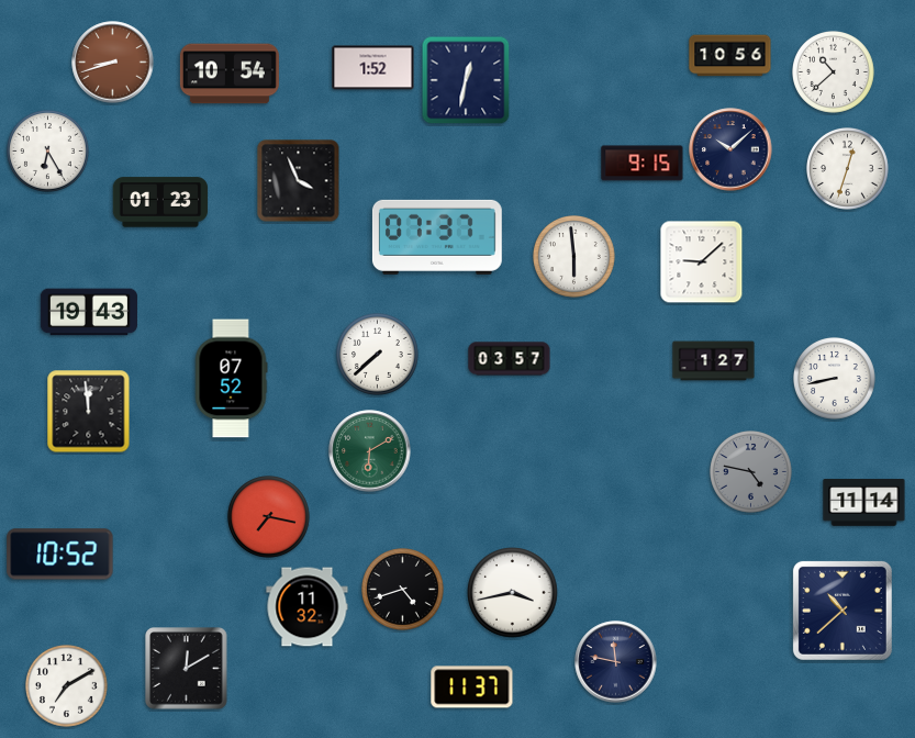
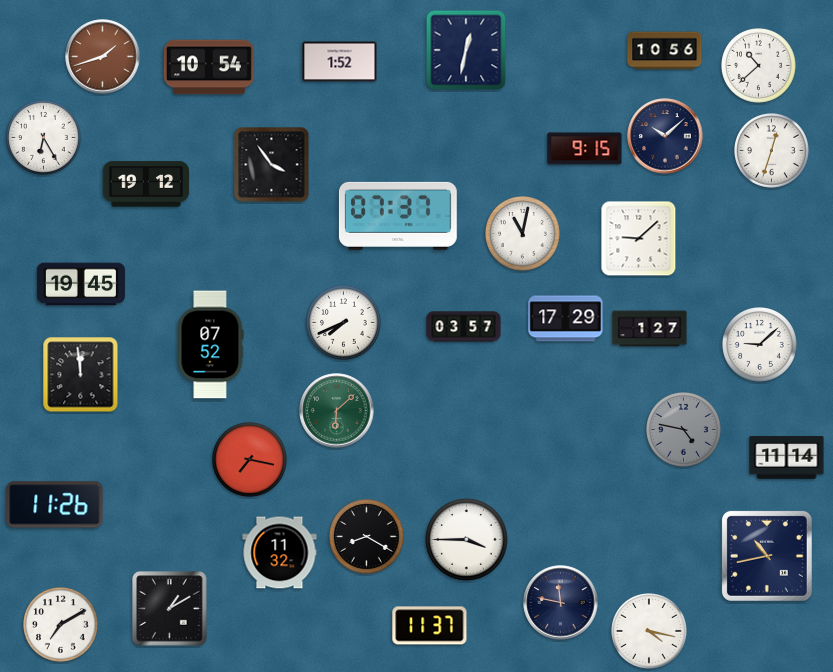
clock at (113, 63): 8:42 -> 1:42
clock at (466, 80) position: (466, 80) -> (466, 50)
clock at (848, 169) position: (848, 169) -> (772, 151)
clock at (299, 181): 3:56 -> 3:54
clock at (160, 202): 01:23 -> 19:12
clock at (574, 257): 5:59 -> 11:02
clock at (89, 312): 19:43 -> 19:45
clock at (566, 319): none -> 17:29
clock at (378, 355): 7:38 -> 7:41
clock at (835, 379): 8:43 -> 9:08
clock at (370, 451): 6:10 -> 6:08
clock at (269, 517) position: (269, 517) -> (250, 460)
clock at (60, 555): 10:52 -> 11:26
clock at (403, 590): 4:42 -> 8:20
clock at (513, 593): 3:43 -> 3:45
clock at (843, 611): 10:38 -> 10:43
clock at (187, 669): 12:10 -> 1:10
clock at (650, 632): none -> 4:17
